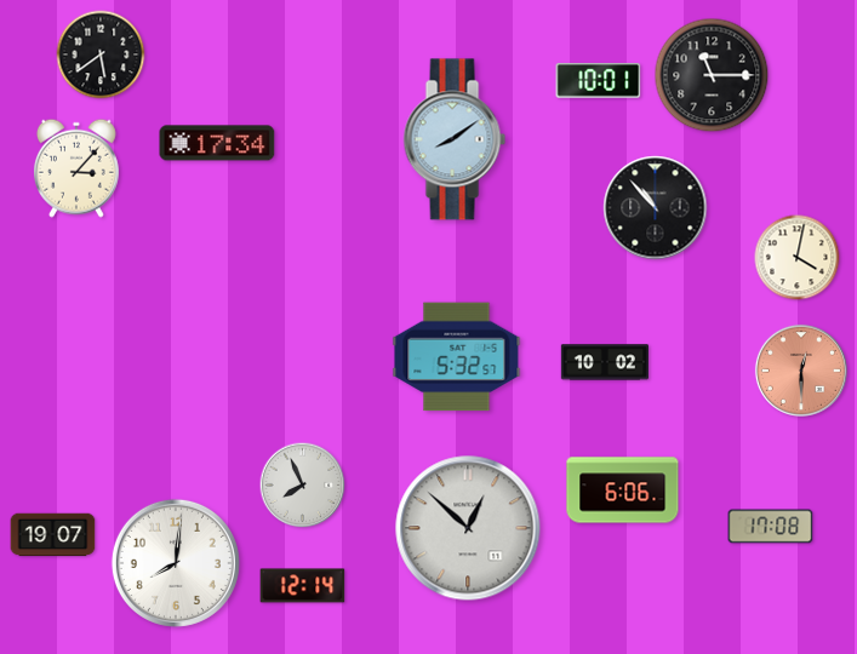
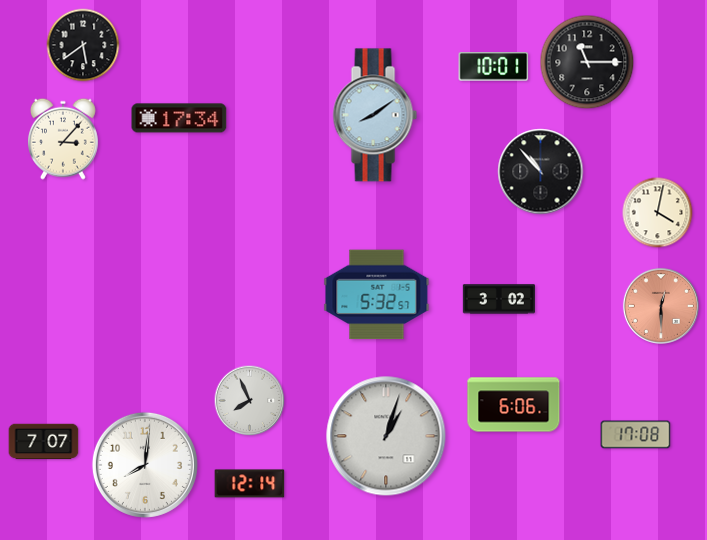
clock at (605, 362): 10:02 -> 3:02
clock at (468, 528): 12:52 -> 1:03
clock at (53, 535): 19:07 -> 7:07
